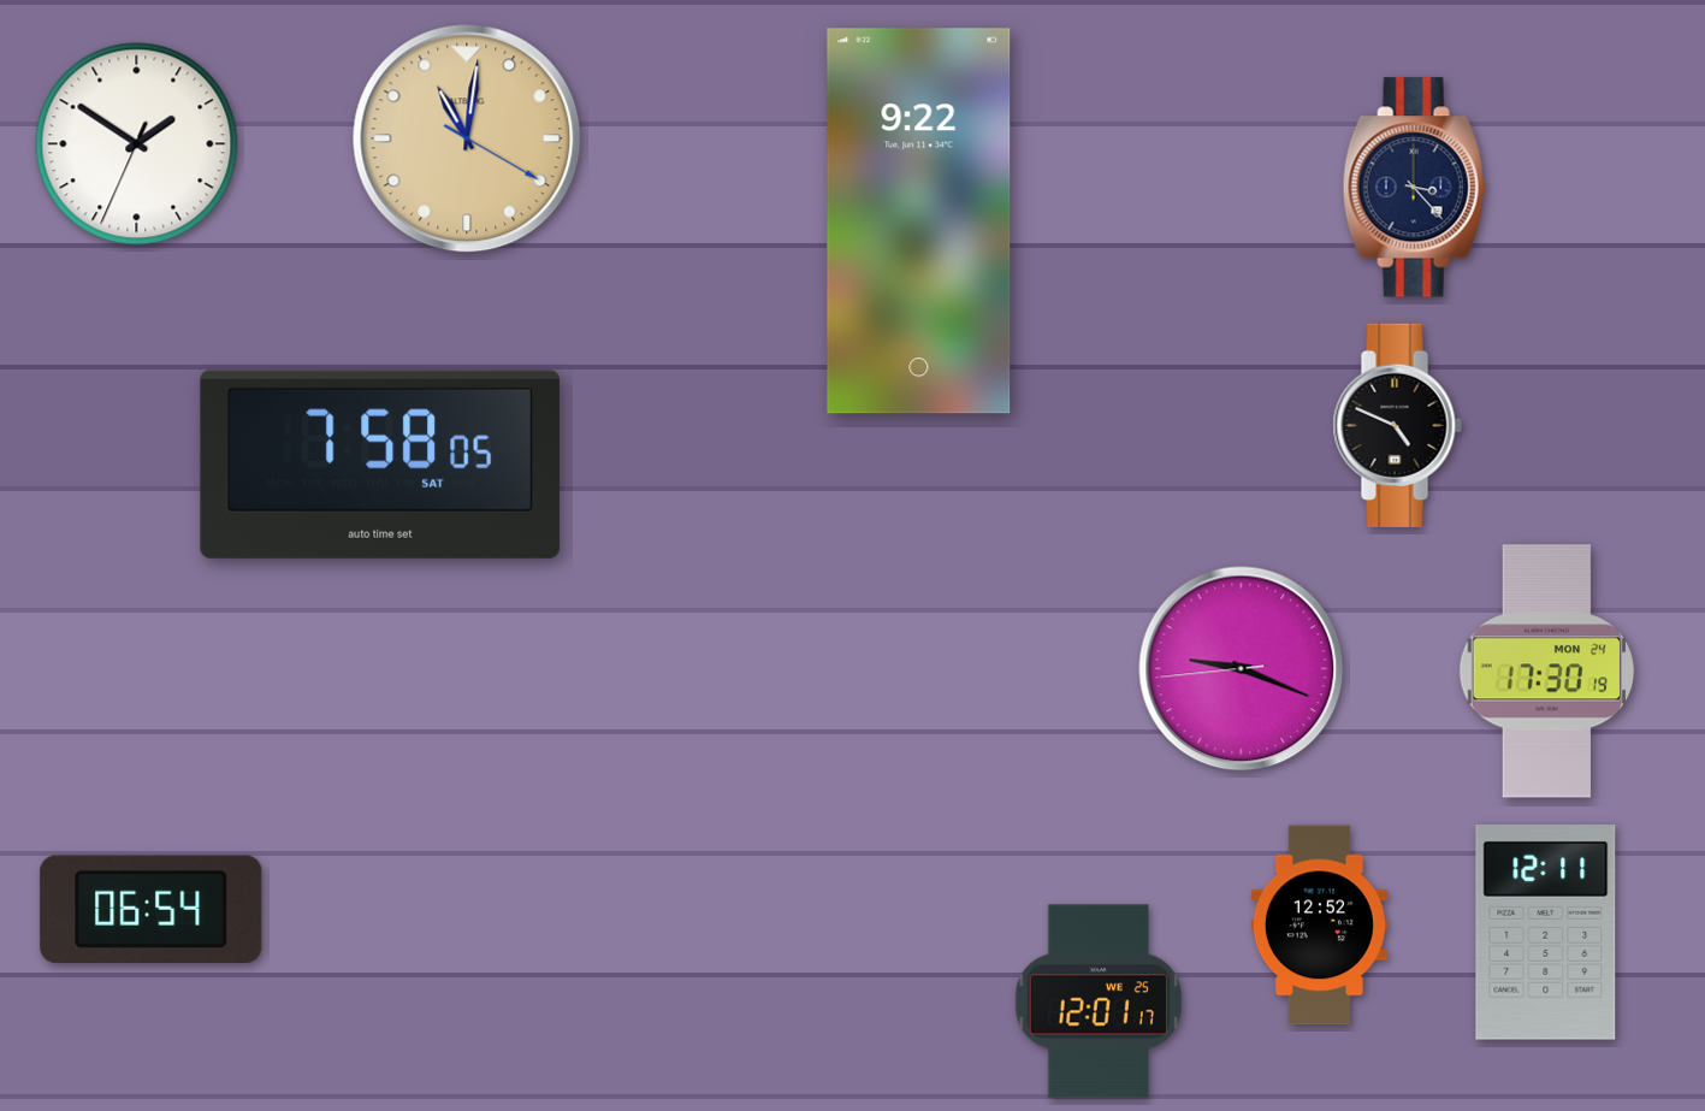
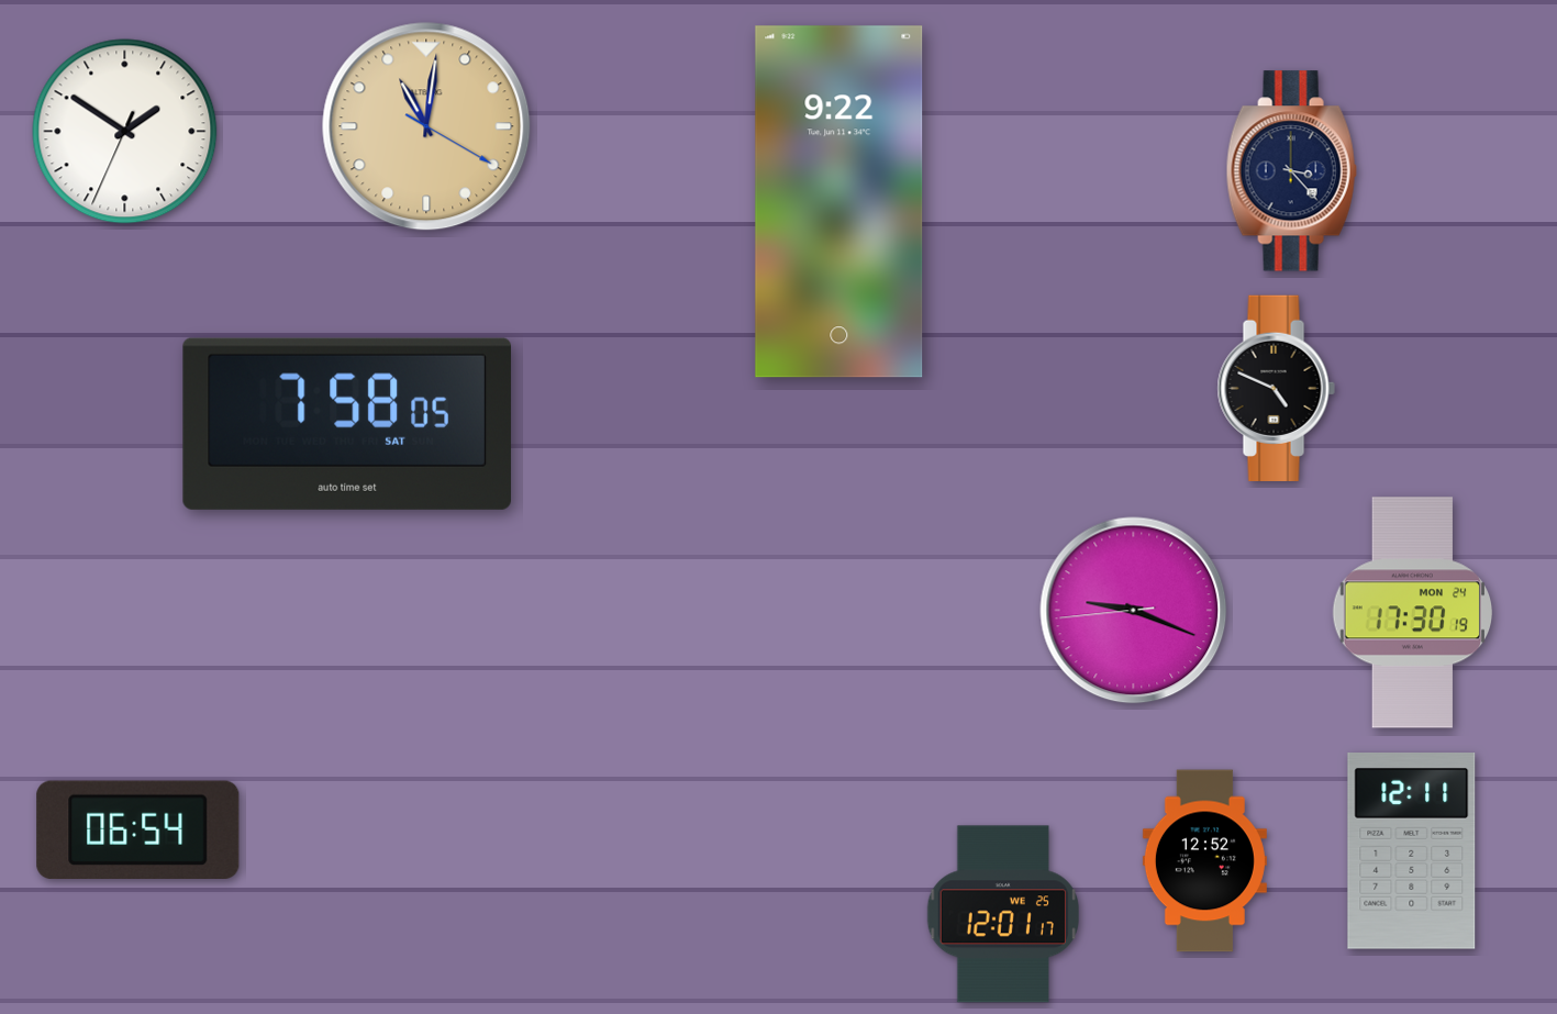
clock at (1319, 926) position: (1319, 926) -> (1204, 861)
